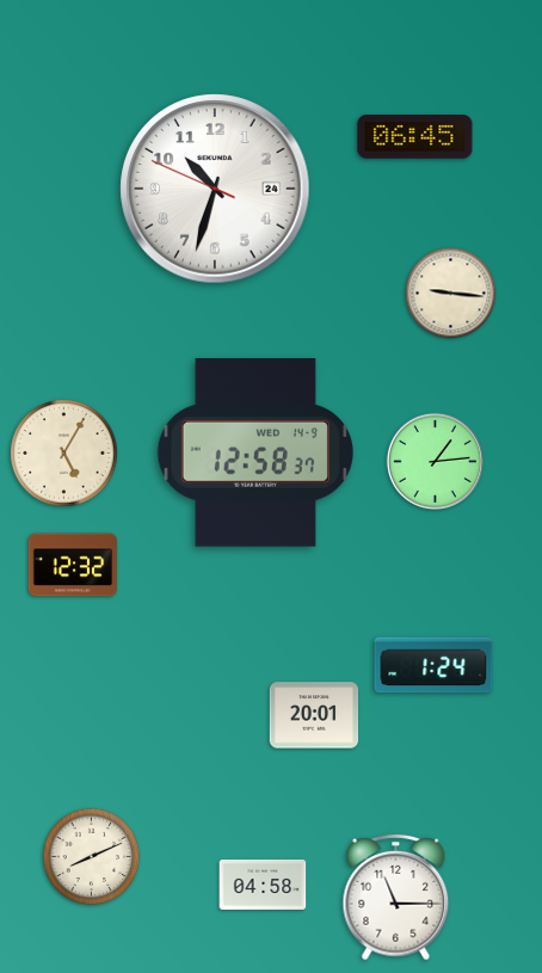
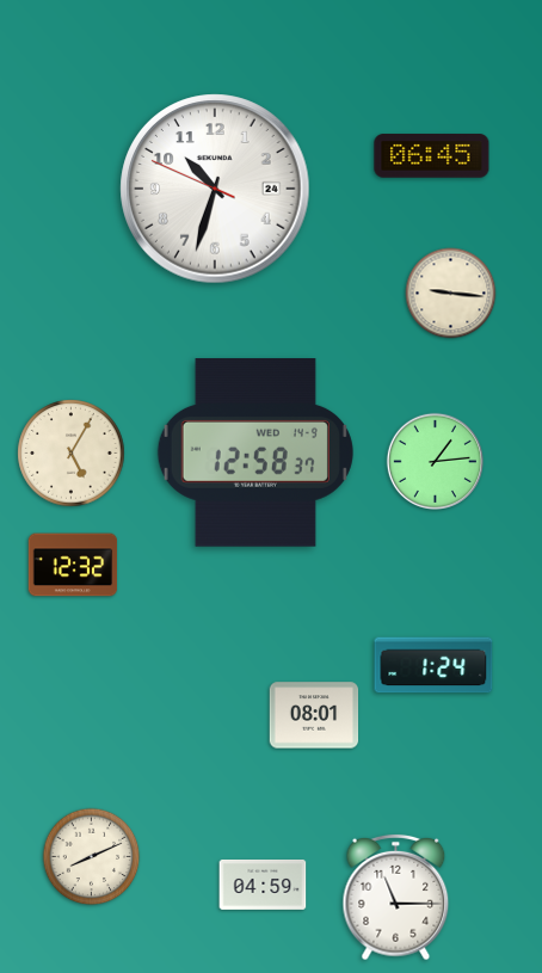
clock at (415, 137) position: (415, 137) -> (432, 156)
clock at (64, 454) position: (64, 454) -> (72, 454)
clock at (314, 715): 20:01 -> 08:01
clock at (263, 885): 04:58 -> 04:59
